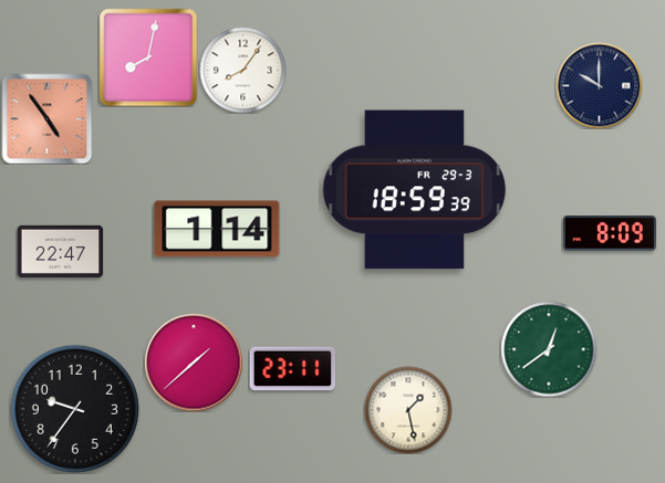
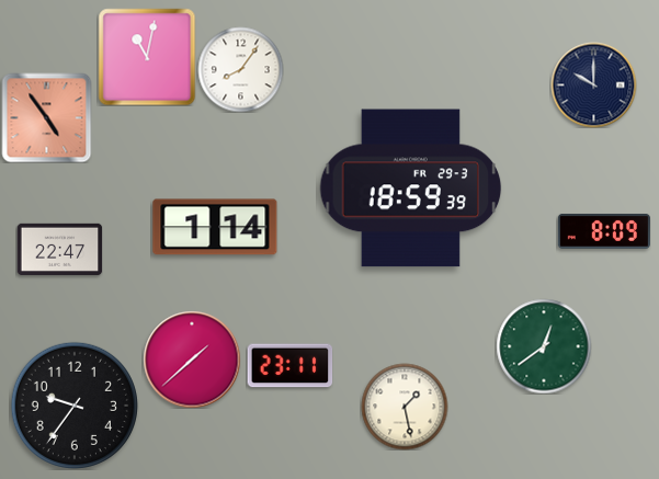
clock at (148, 57): 8:02 -> 11:02
